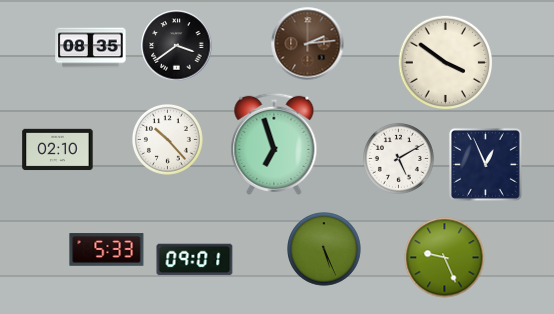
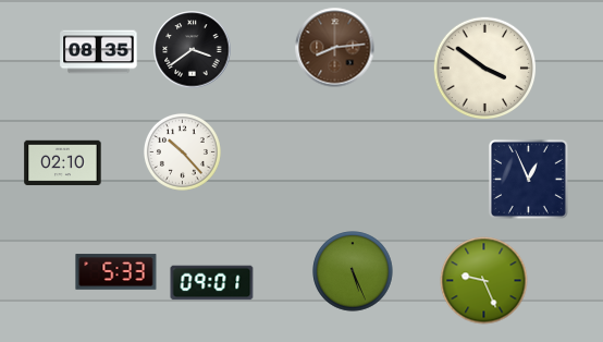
clock at (308, 44): 2:14 -> 8:14
clock at (274, 144): 6:57 -> none
clock at (398, 158): 5:10 -> none
